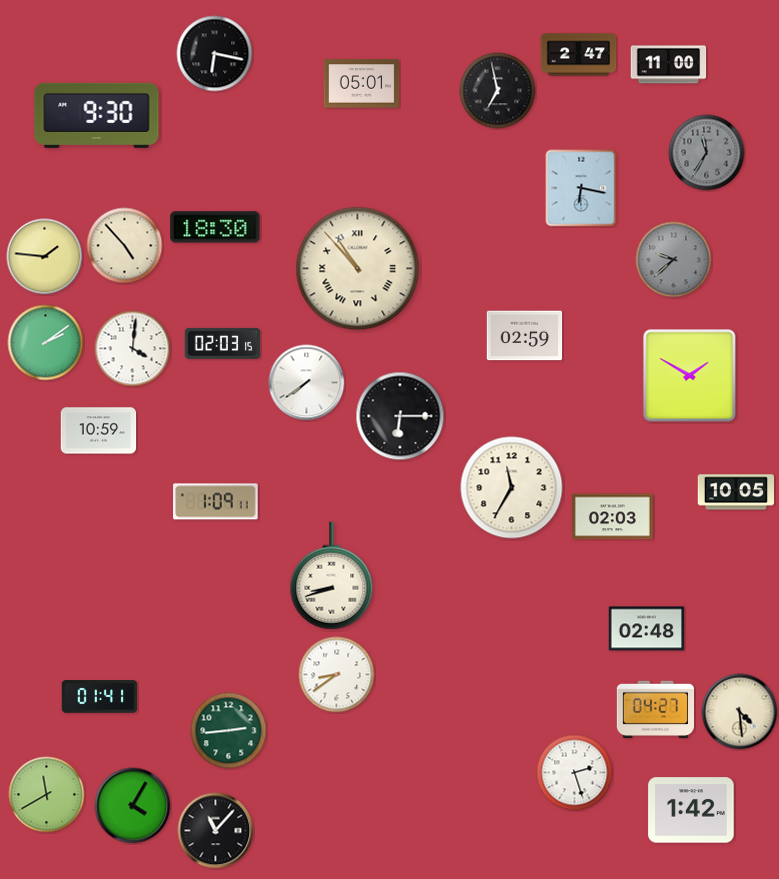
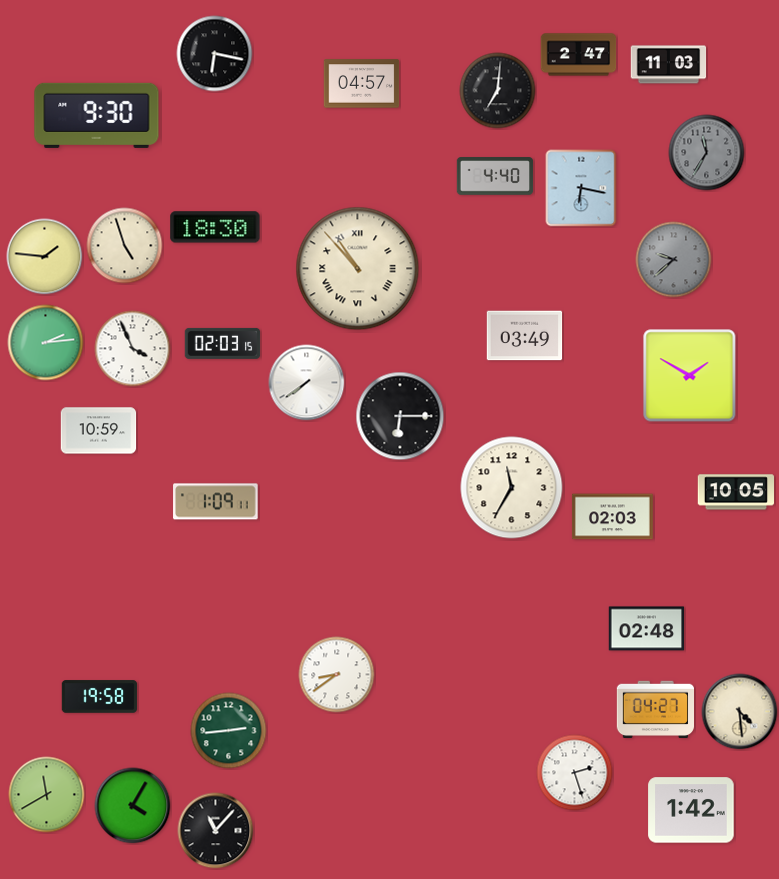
clock at (669, 65): 11:00 -> 11:03
clock at (362, 84): 05:01 -> 04:57
clock at (498, 91): 6:58 -> 7:01
clock at (495, 176): none -> 4:40
clock at (125, 246): 4:53 -> 4:57
clock at (525, 336): 02:59 -> 03:49
clock at (46, 343): 2:09 -> 2:14
clock at (133, 349): 4:01 -> 3:56
clock at (332, 576): 8:42 -> none
clock at (100, 697): 01:41 -> 19:58
